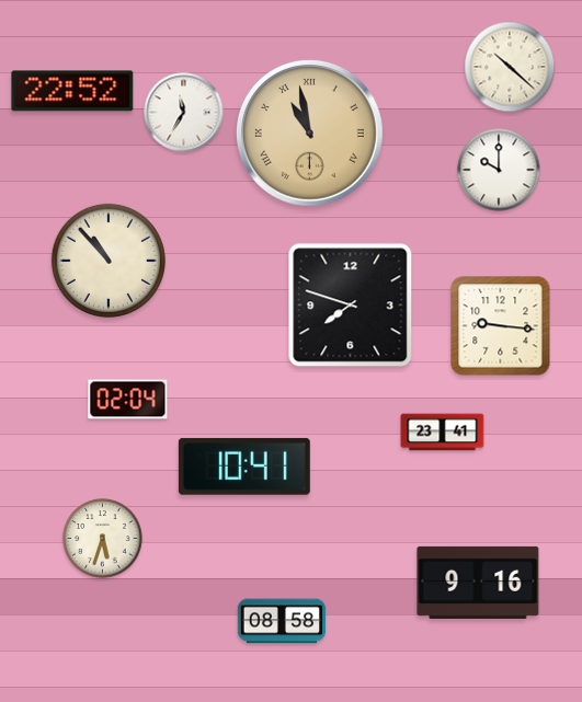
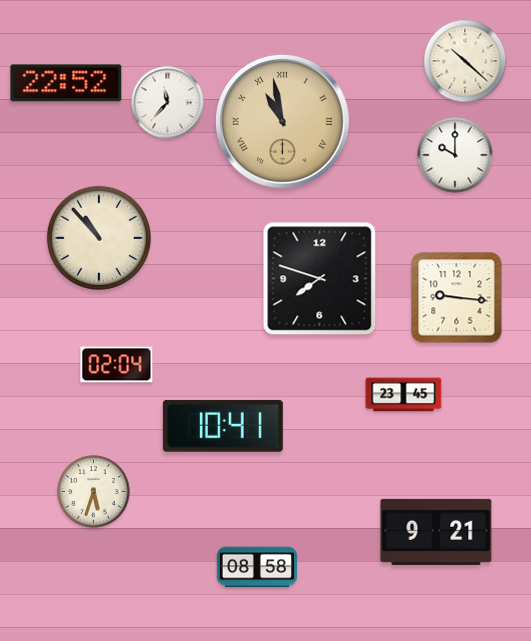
clock at (184, 113): 11:35 -> 11:37
clock at (443, 433): 23:41 -> 23:45
clock at (478, 583): 9:16 -> 9:21
